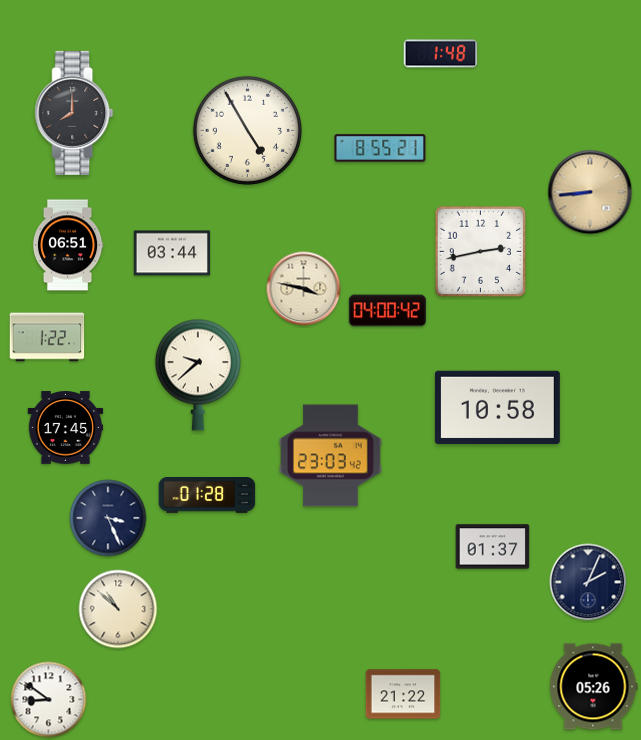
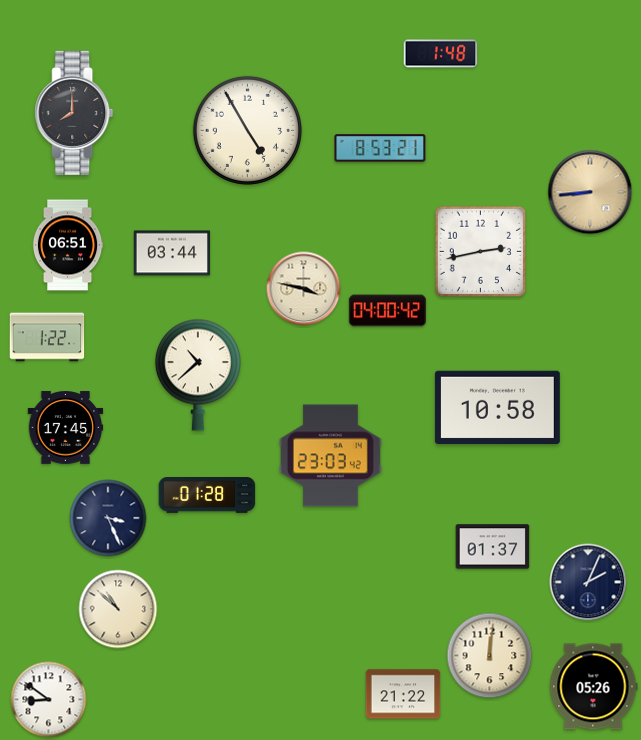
clock at (380, 148): 8:55 -> 8:53
clock at (198, 375): 9:38 -> 10:38
clock at (490, 656): none -> 12:01
